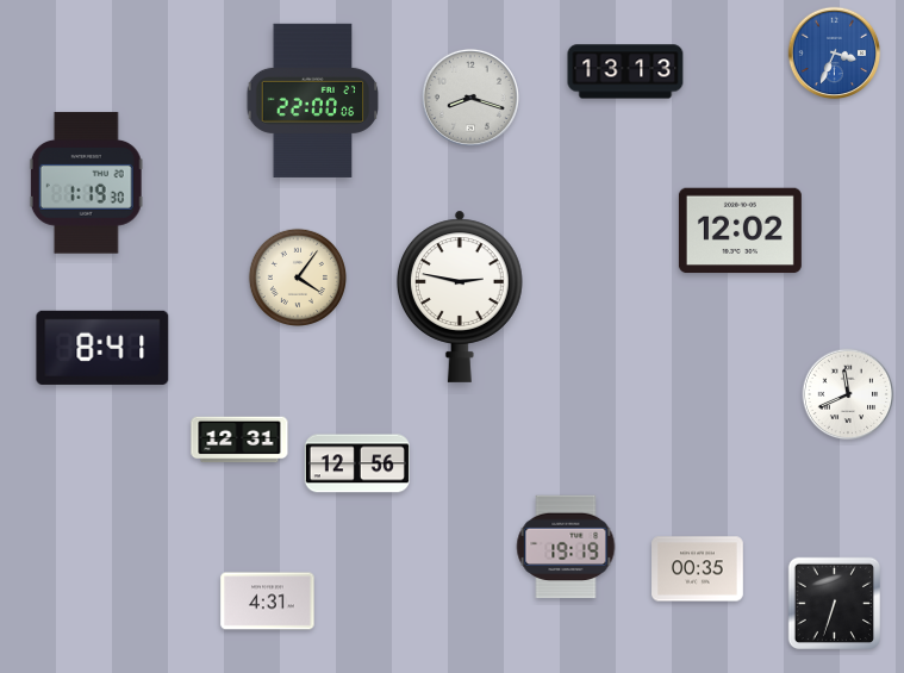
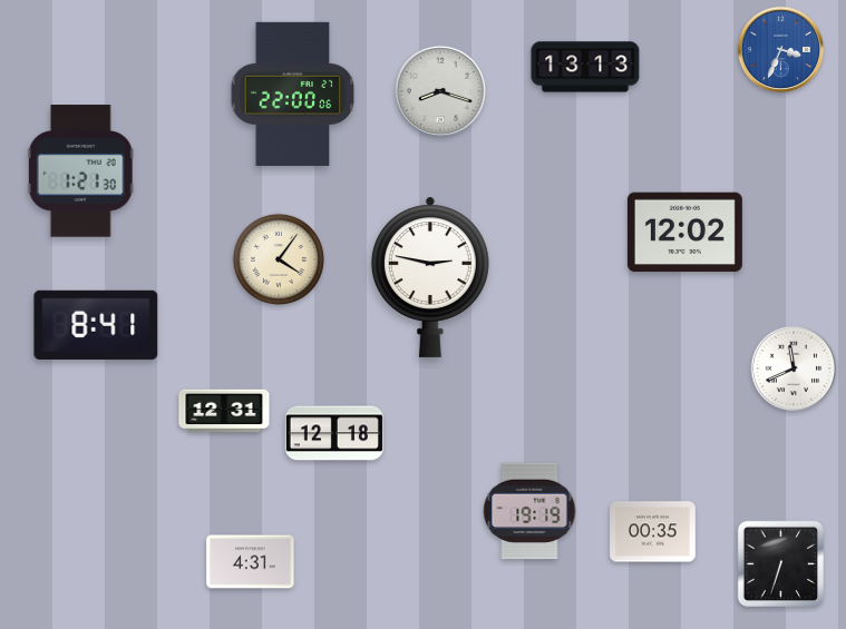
clock at (86, 183): 1:19 -> 1:21
clock at (740, 231) position: (740, 231) -> (684, 233)
clock at (357, 463): 12:56 -> 12:18
